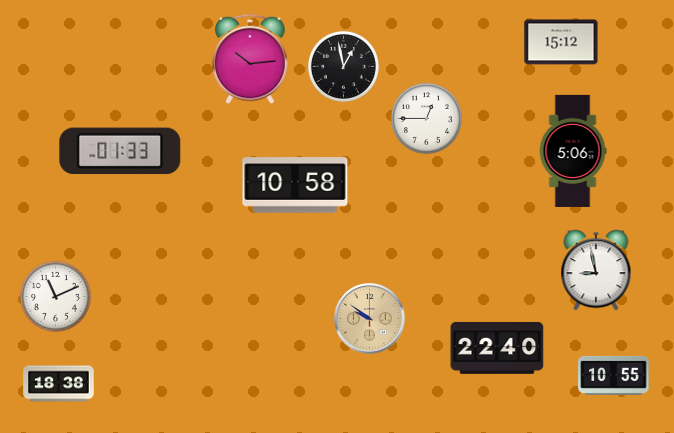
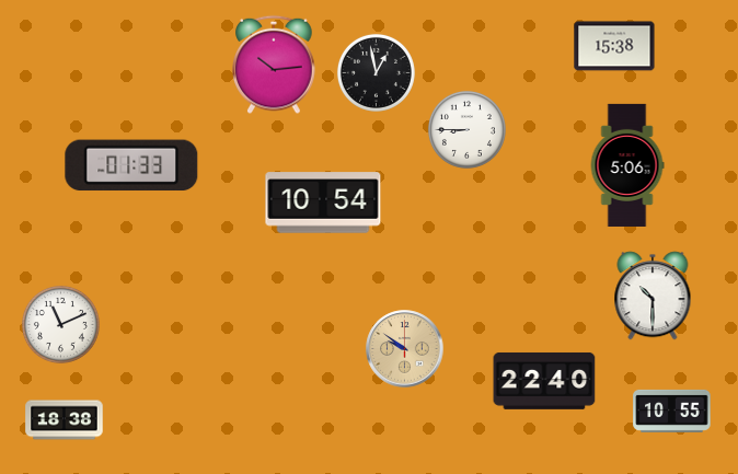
clock at (561, 42): 15:12 -> 15:38
clock at (426, 118): 12:45 -> 8:45
clock at (295, 185): 10:58 -> 10:54
clock at (596, 270): 8:58 -> 10:30
